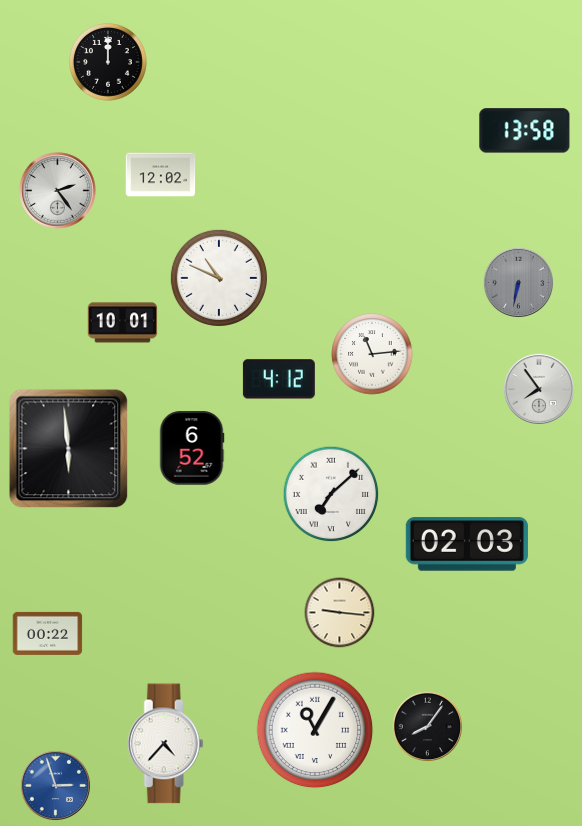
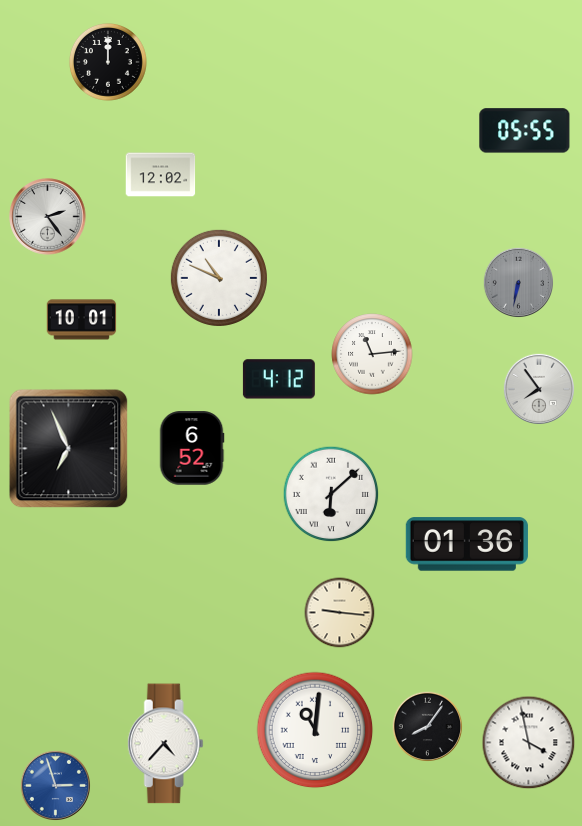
clock at (525, 131): 13:58 -> 05:55
clock at (58, 191) position: (58, 191) -> (48, 217)
clock at (123, 323) position: (123, 323) -> (82, 320)
clock at (69, 449): 5:59 -> 6:56
clock at (331, 494): 7:08 -> 6:08
clock at (467, 544): 02:03 -> 01:36
clock at (48, 633): 00:22 -> none
clock at (315, 730): 11:05 -> 11:01
clock at (529, 743): none -> 3:58
